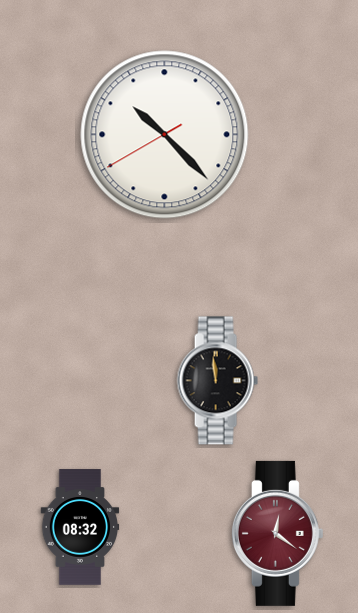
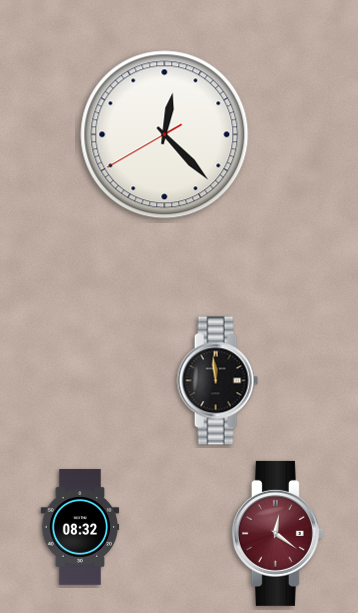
clock at (165, 135): 10:22 -> 12:22
